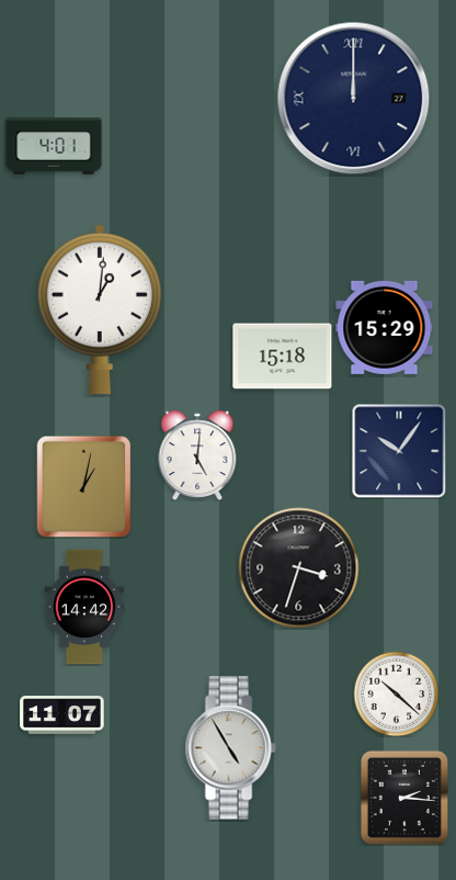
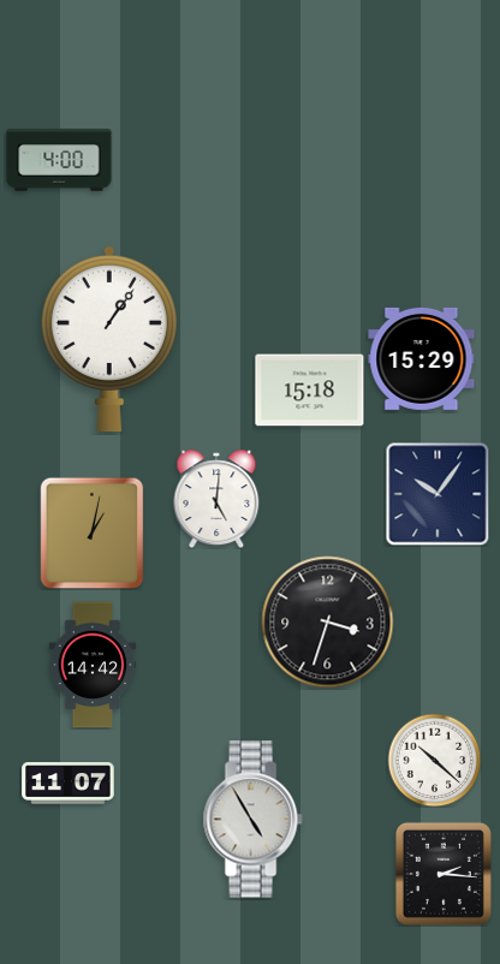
clock at (354, 99): 12:00 -> none
clock at (54, 146): 4:01 -> 4:00
clock at (100, 308): 1:01 -> 1:06
